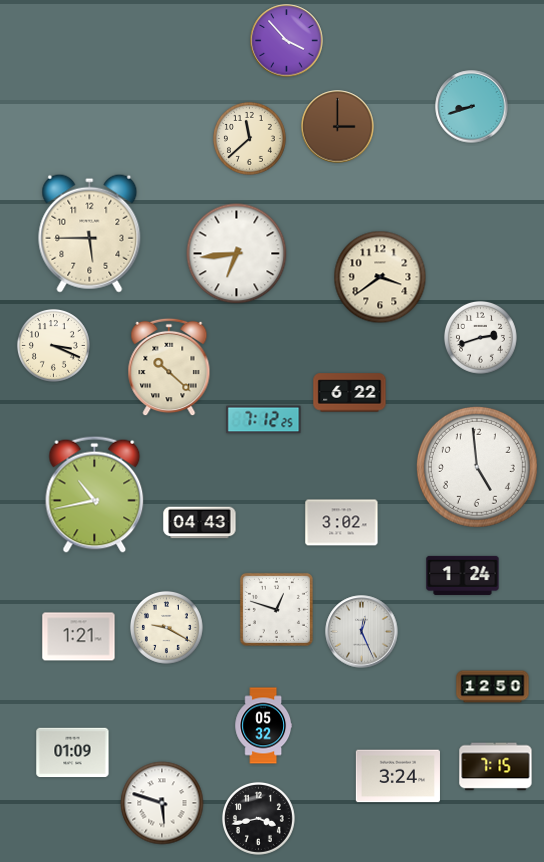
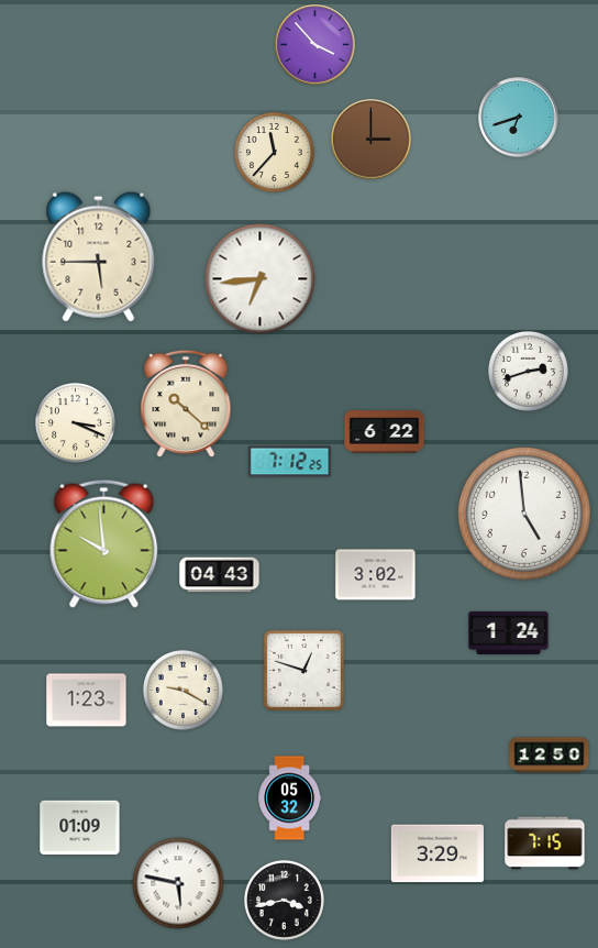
clock at (472, 107): 8:42 -> 6:42
clock at (249, 138): 11:38 -> 11:37
clock at (380, 277): 3:39 -> none
clock at (53, 345) position: (53, 345) -> (75, 422)
clock at (95, 494): 10:43 -> 9:59
clock at (362, 632): 12:26 -> none
clock at (79, 637): 1:21 -> 1:23
clock at (493, 687) position: (493, 687) -> (550, 756)
clock at (398, 776): 3:24 -> 3:29
clock at (162, 803): 5:48 -> 5:47
